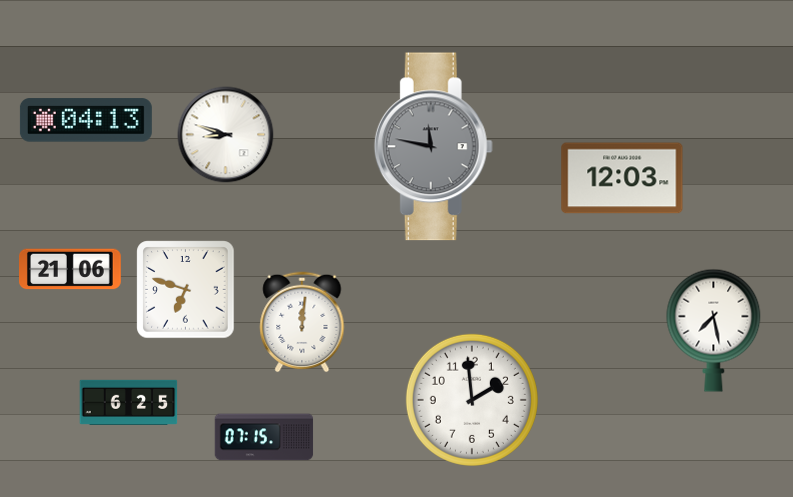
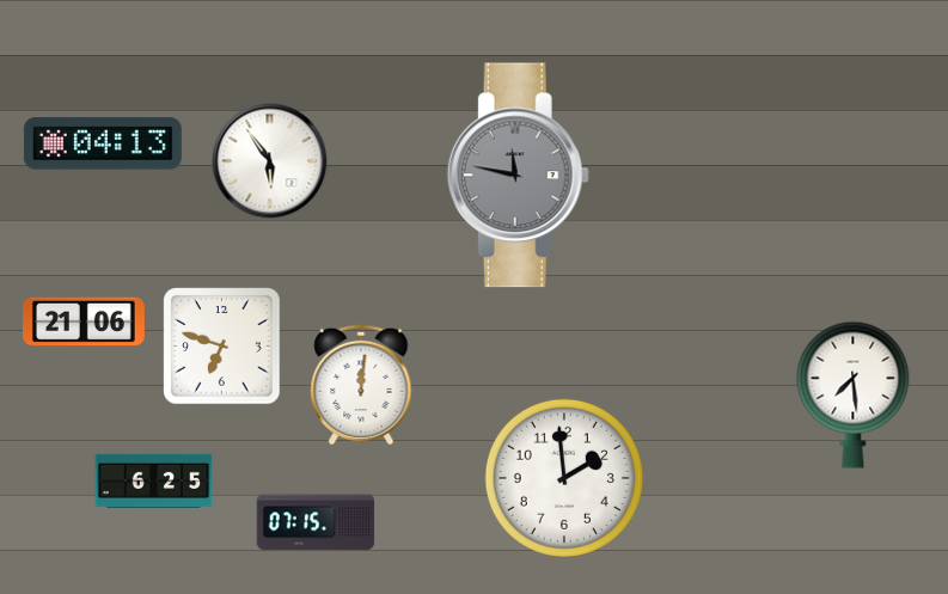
clock at (226, 135): 8:48 -> 5:54
clock at (622, 178): 12:03 -> none
clock at (714, 330): 7:28 -> 7:29
